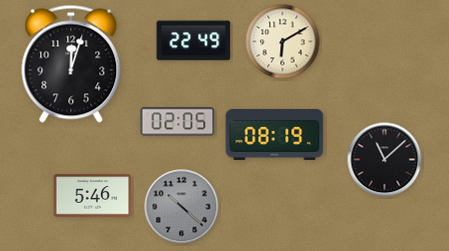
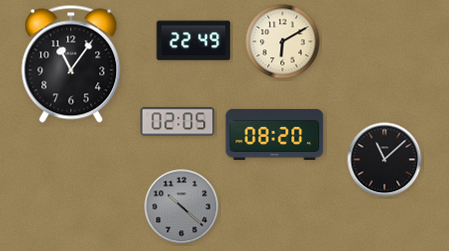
clock at (71, 64): 12:03 -> 11:06
clock at (275, 134): 08:19 -> 08:20
clock at (93, 196): 5:46 -> none
